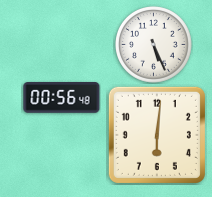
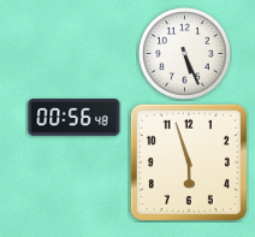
clock at (157, 135): 6:01 -> 5:57
